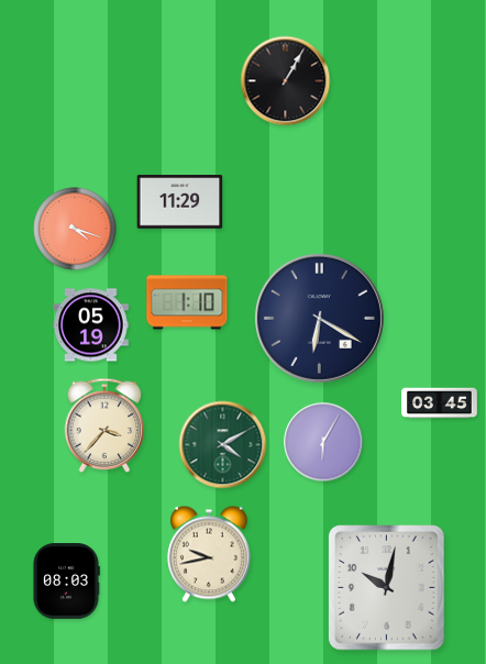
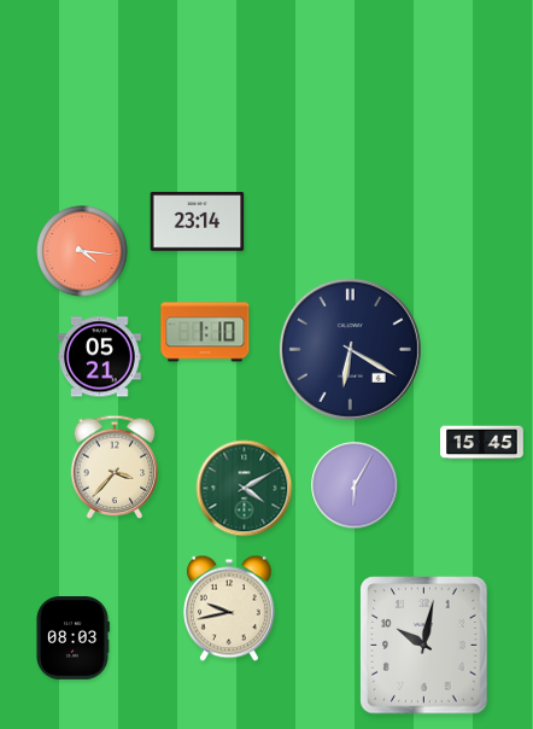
clock at (286, 81): 1:05 -> none
clock at (180, 202): 11:29 -> 23:14
clock at (75, 229): 4:18 -> 4:16
clock at (91, 325): 05:19 -> 05:21
clock at (440, 403): 03:45 -> 15:45
